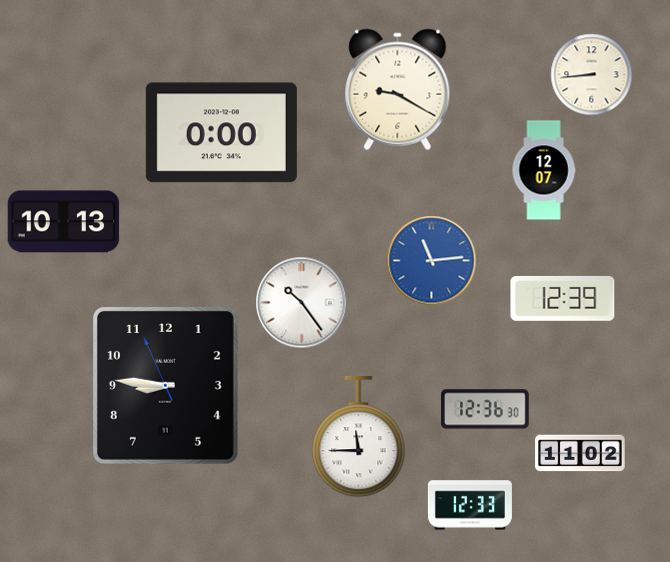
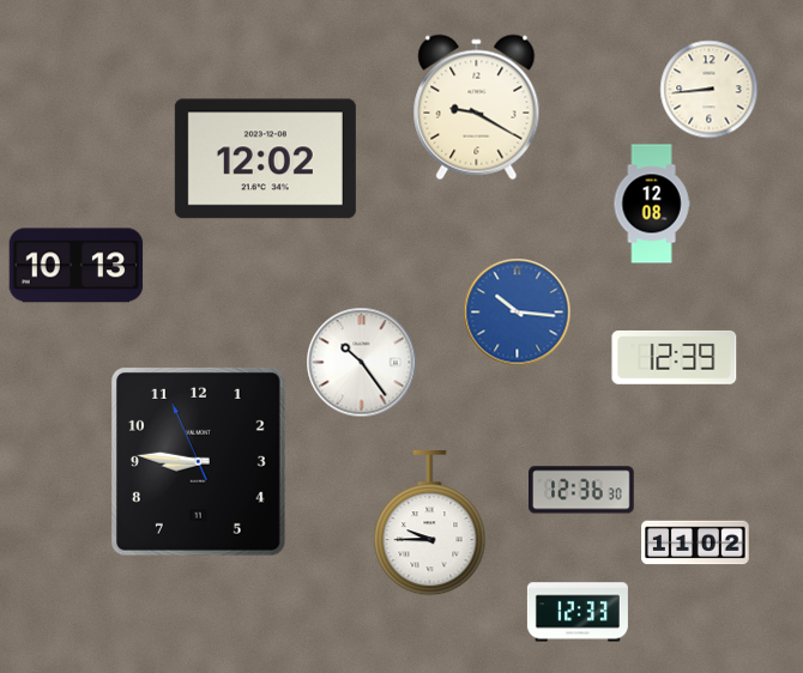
clock at (221, 133): 0:00 -> 12:02
clock at (544, 170): 12:07 -> 12:08
clock at (432, 261): 11:14 -> 10:16
clock at (359, 437): 11:45 -> 9:45
clock at (470, 505) position: (470, 505) -> (578, 612)
